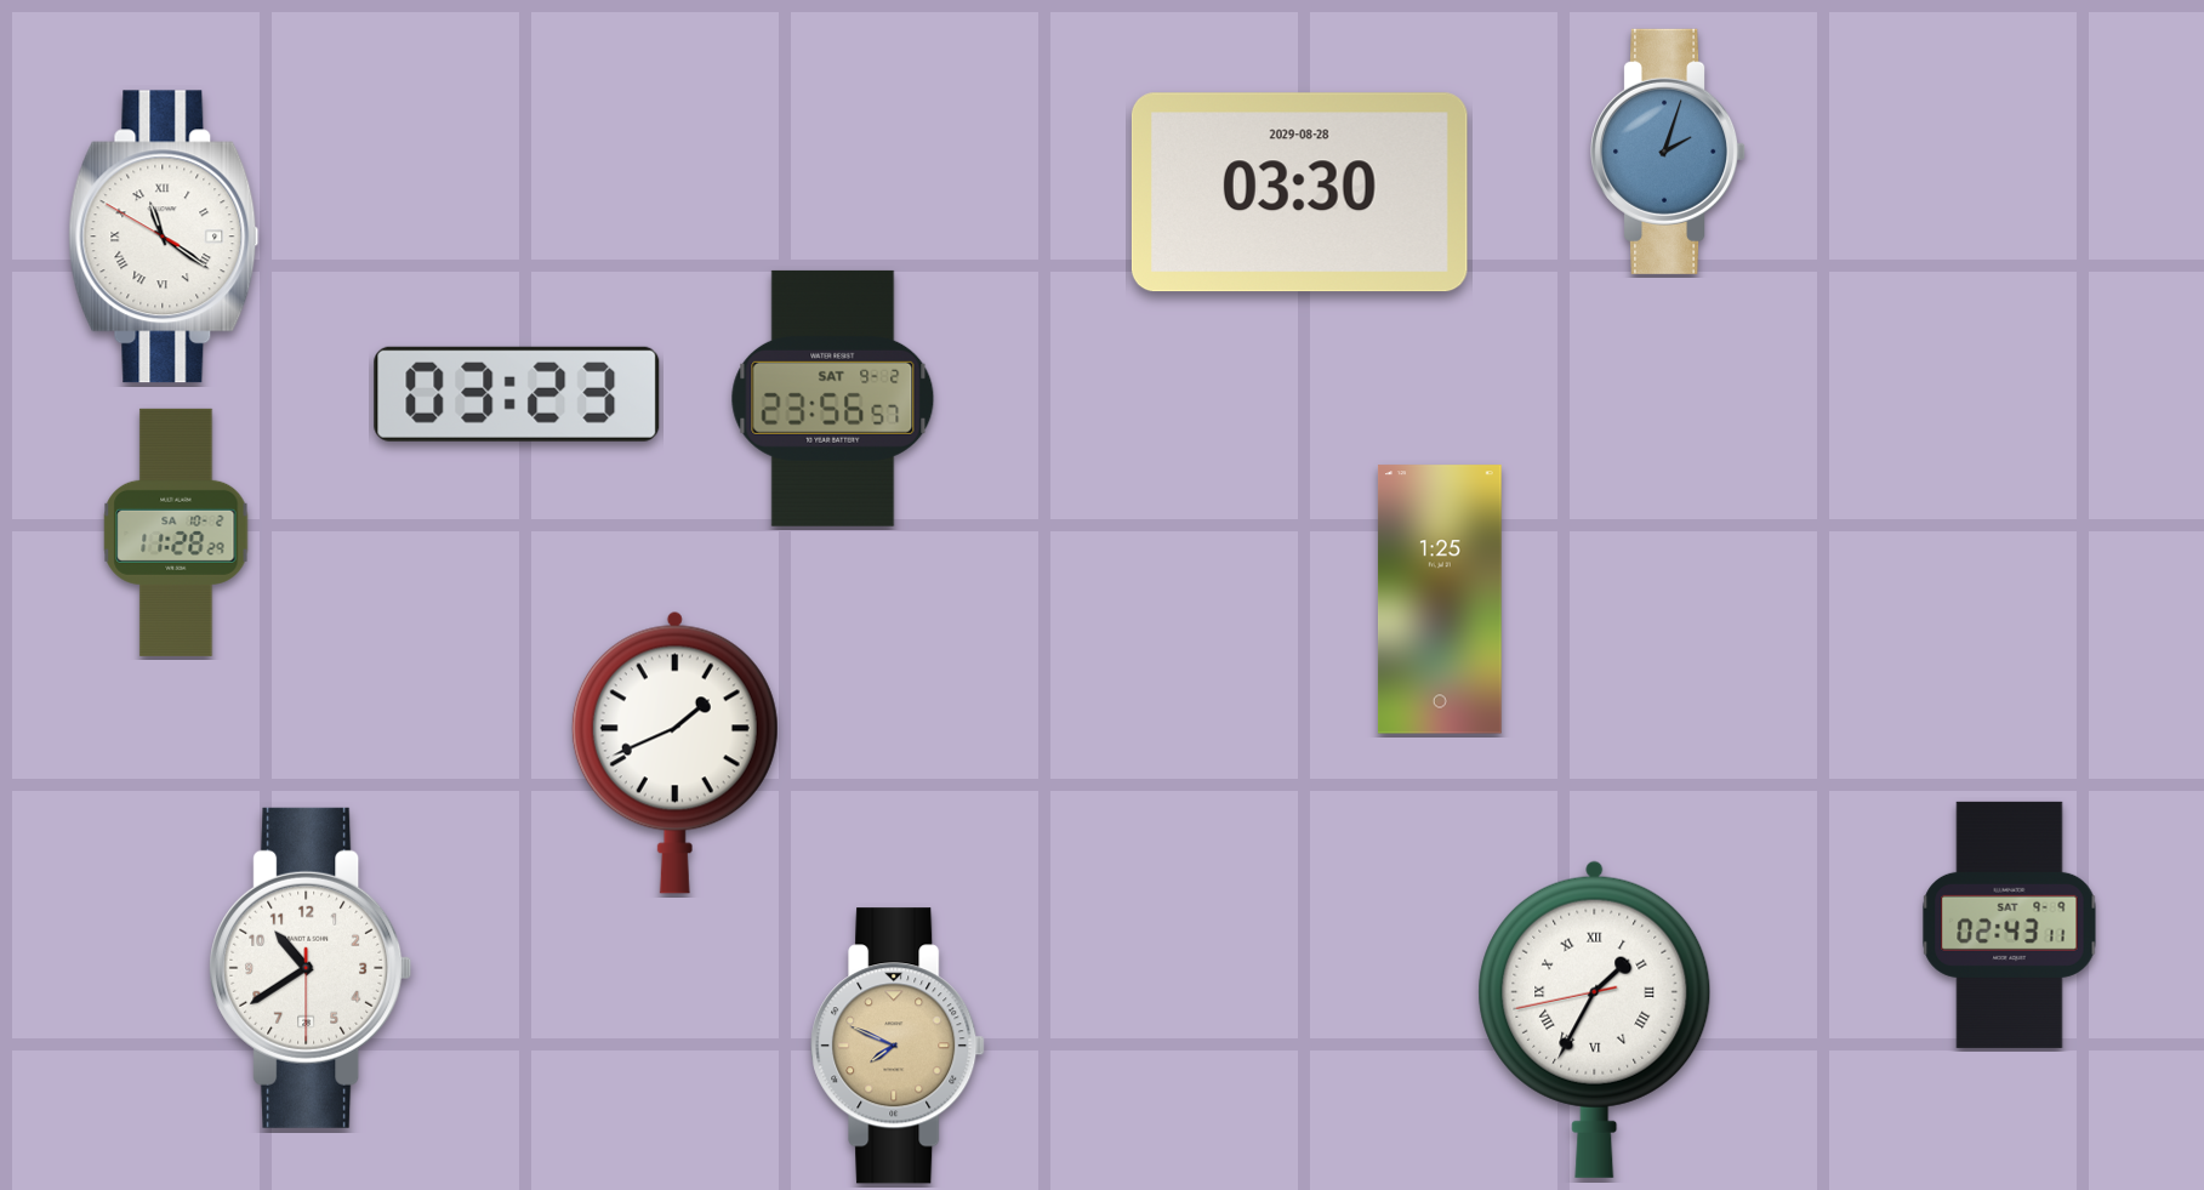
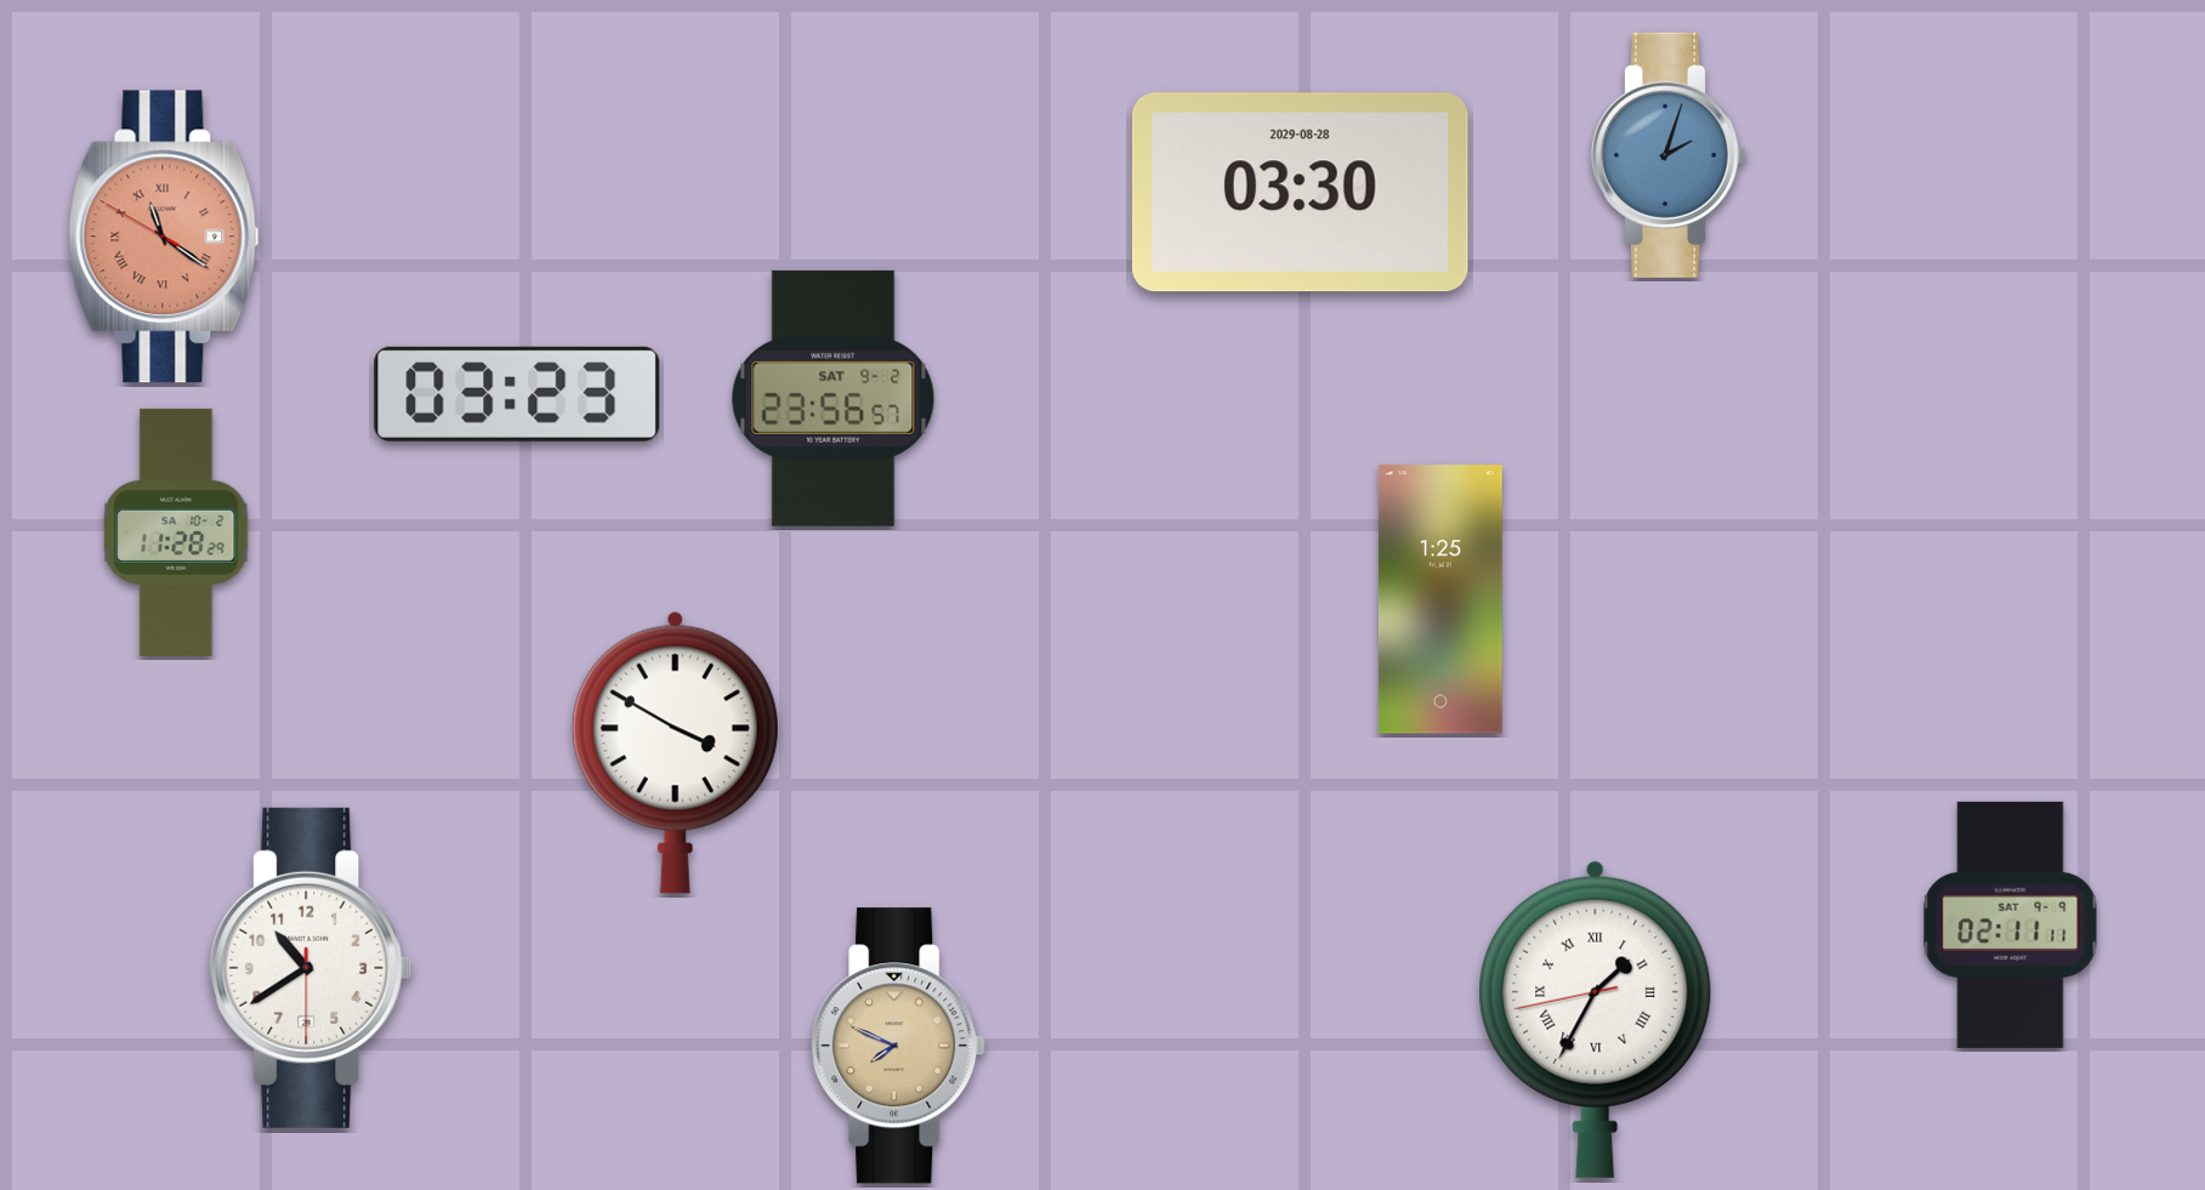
clock at (1669, 152) position: (1669, 152) -> (1670, 155)
clock at (164, 237) dial: white -> salmon
clock at (674, 752): 1:41 -> 3:50
clock at (2010, 924): 02:43 -> 02:11
